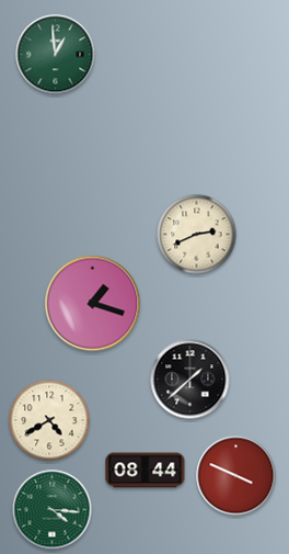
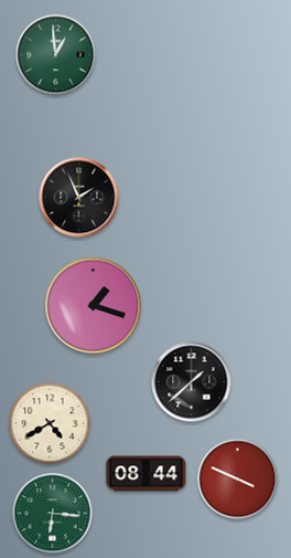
clock at (79, 198): none -> 1:56
clock at (197, 235): 2:41 -> none
clock at (53, 510): 4:16 -> 6:16
